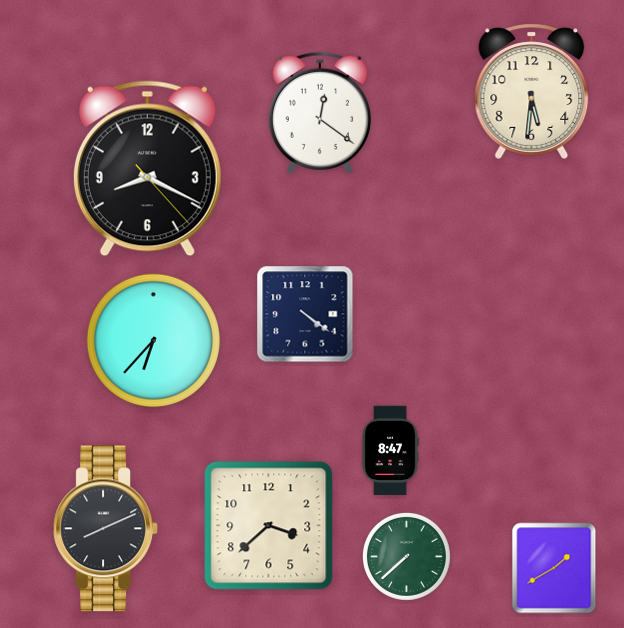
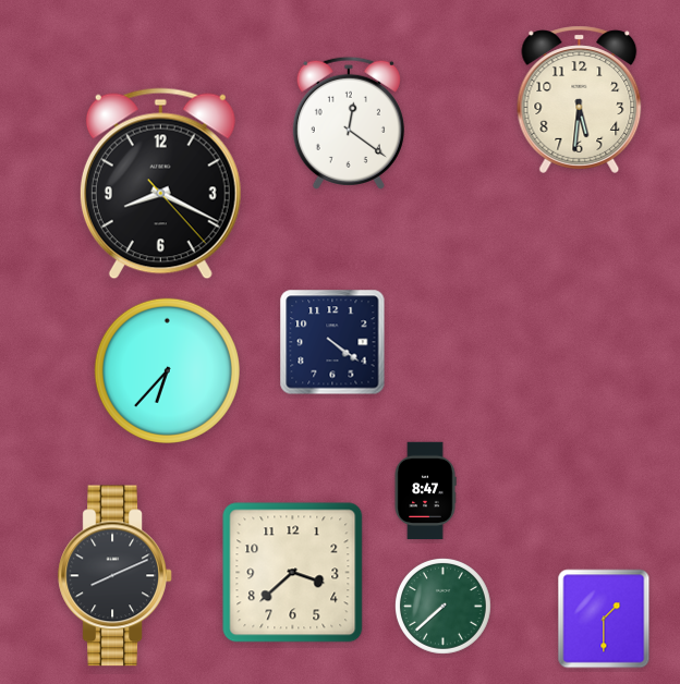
clock at (554, 568): 1:40 -> 1:30
